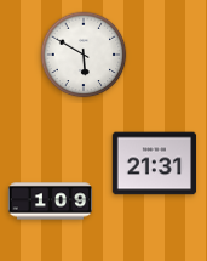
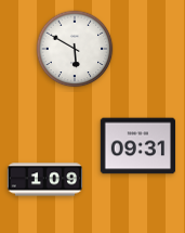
clock at (155, 164): 21:31 -> 09:31
